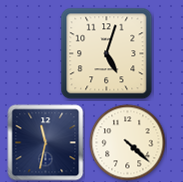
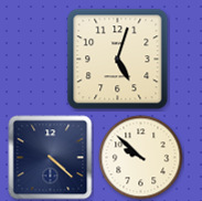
clock at (46, 143): 11:32 -> 4:22
clock at (128, 143): 4:22 -> 9:52
